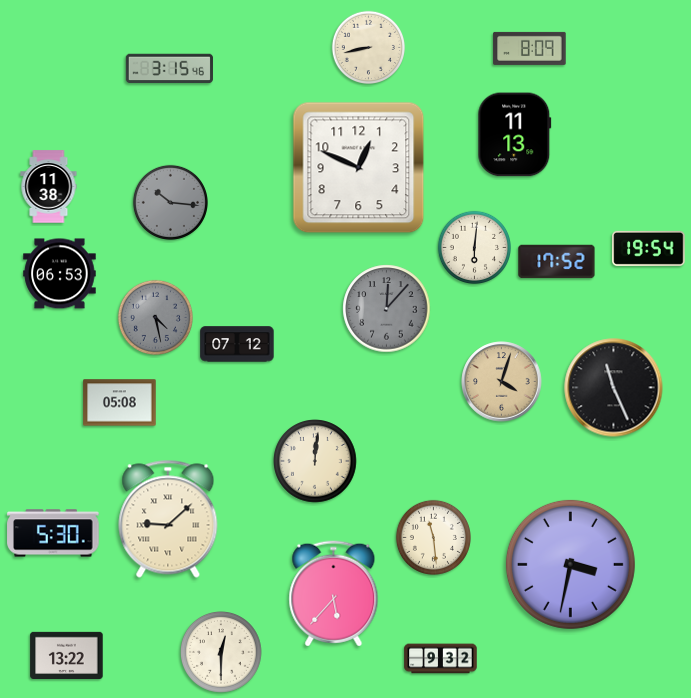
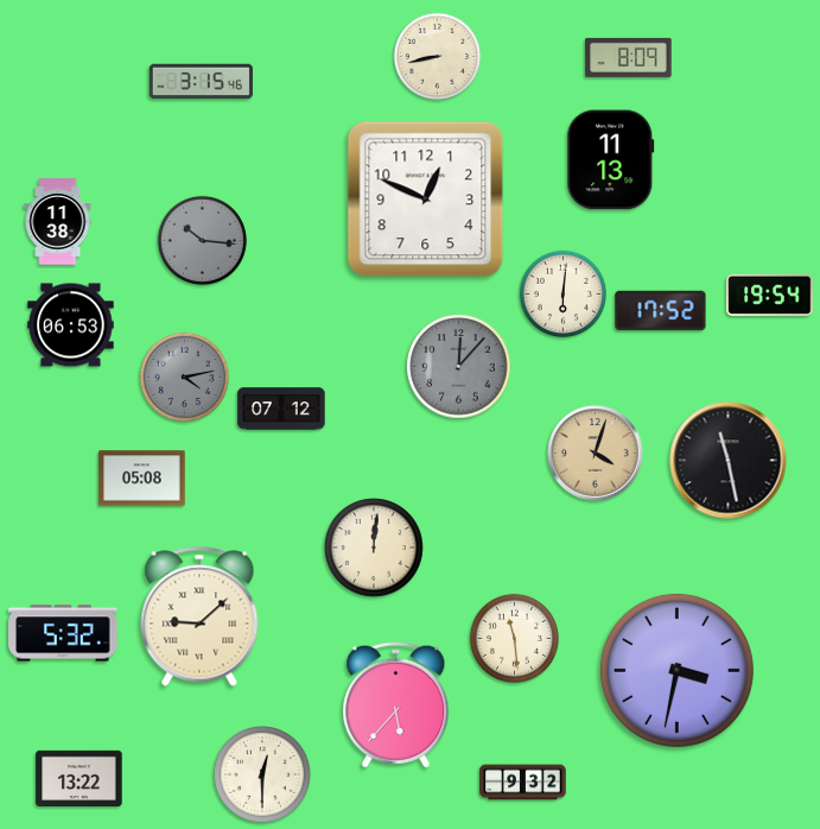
clock at (155, 317): 4:28 -> 4:13
clock at (614, 388): 11:26 -> 11:28
clock at (53, 533): 5:30 -> 5:32
